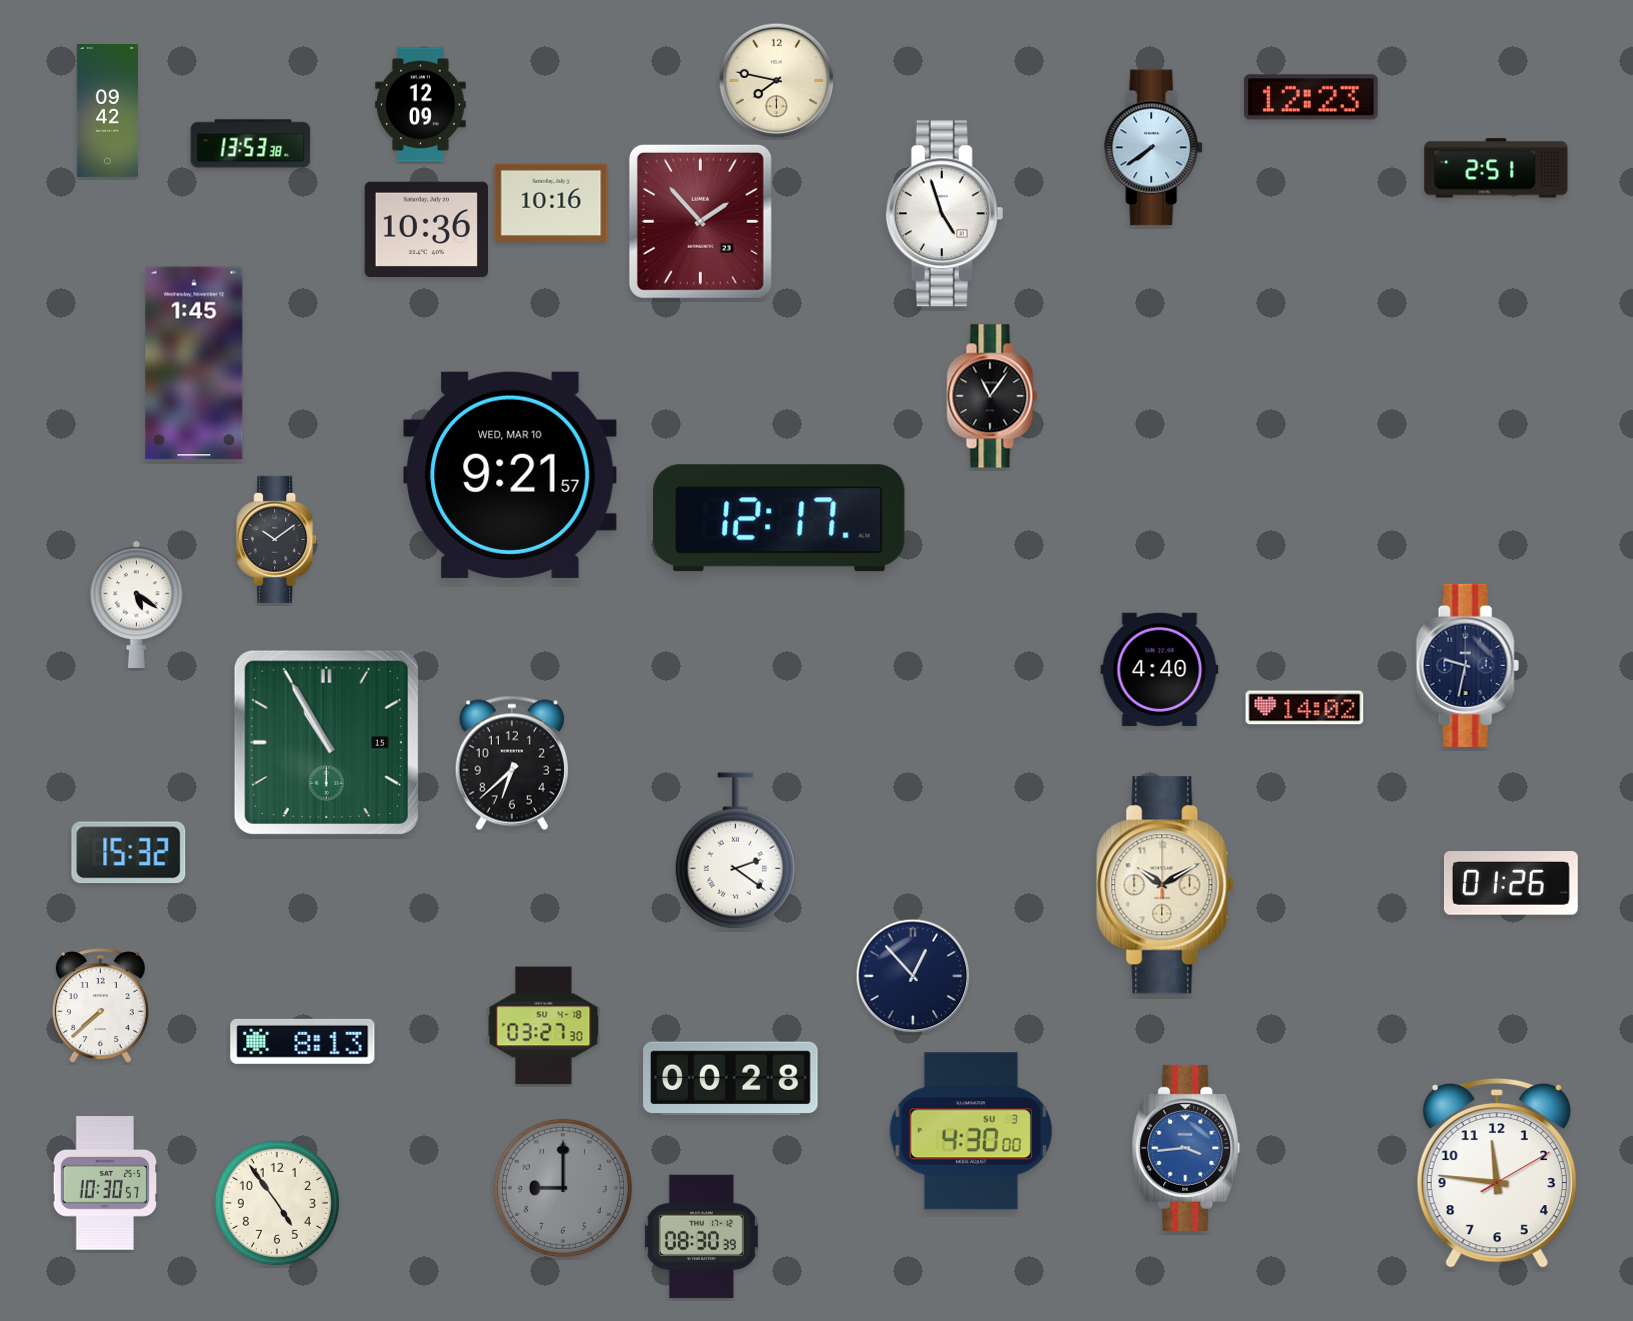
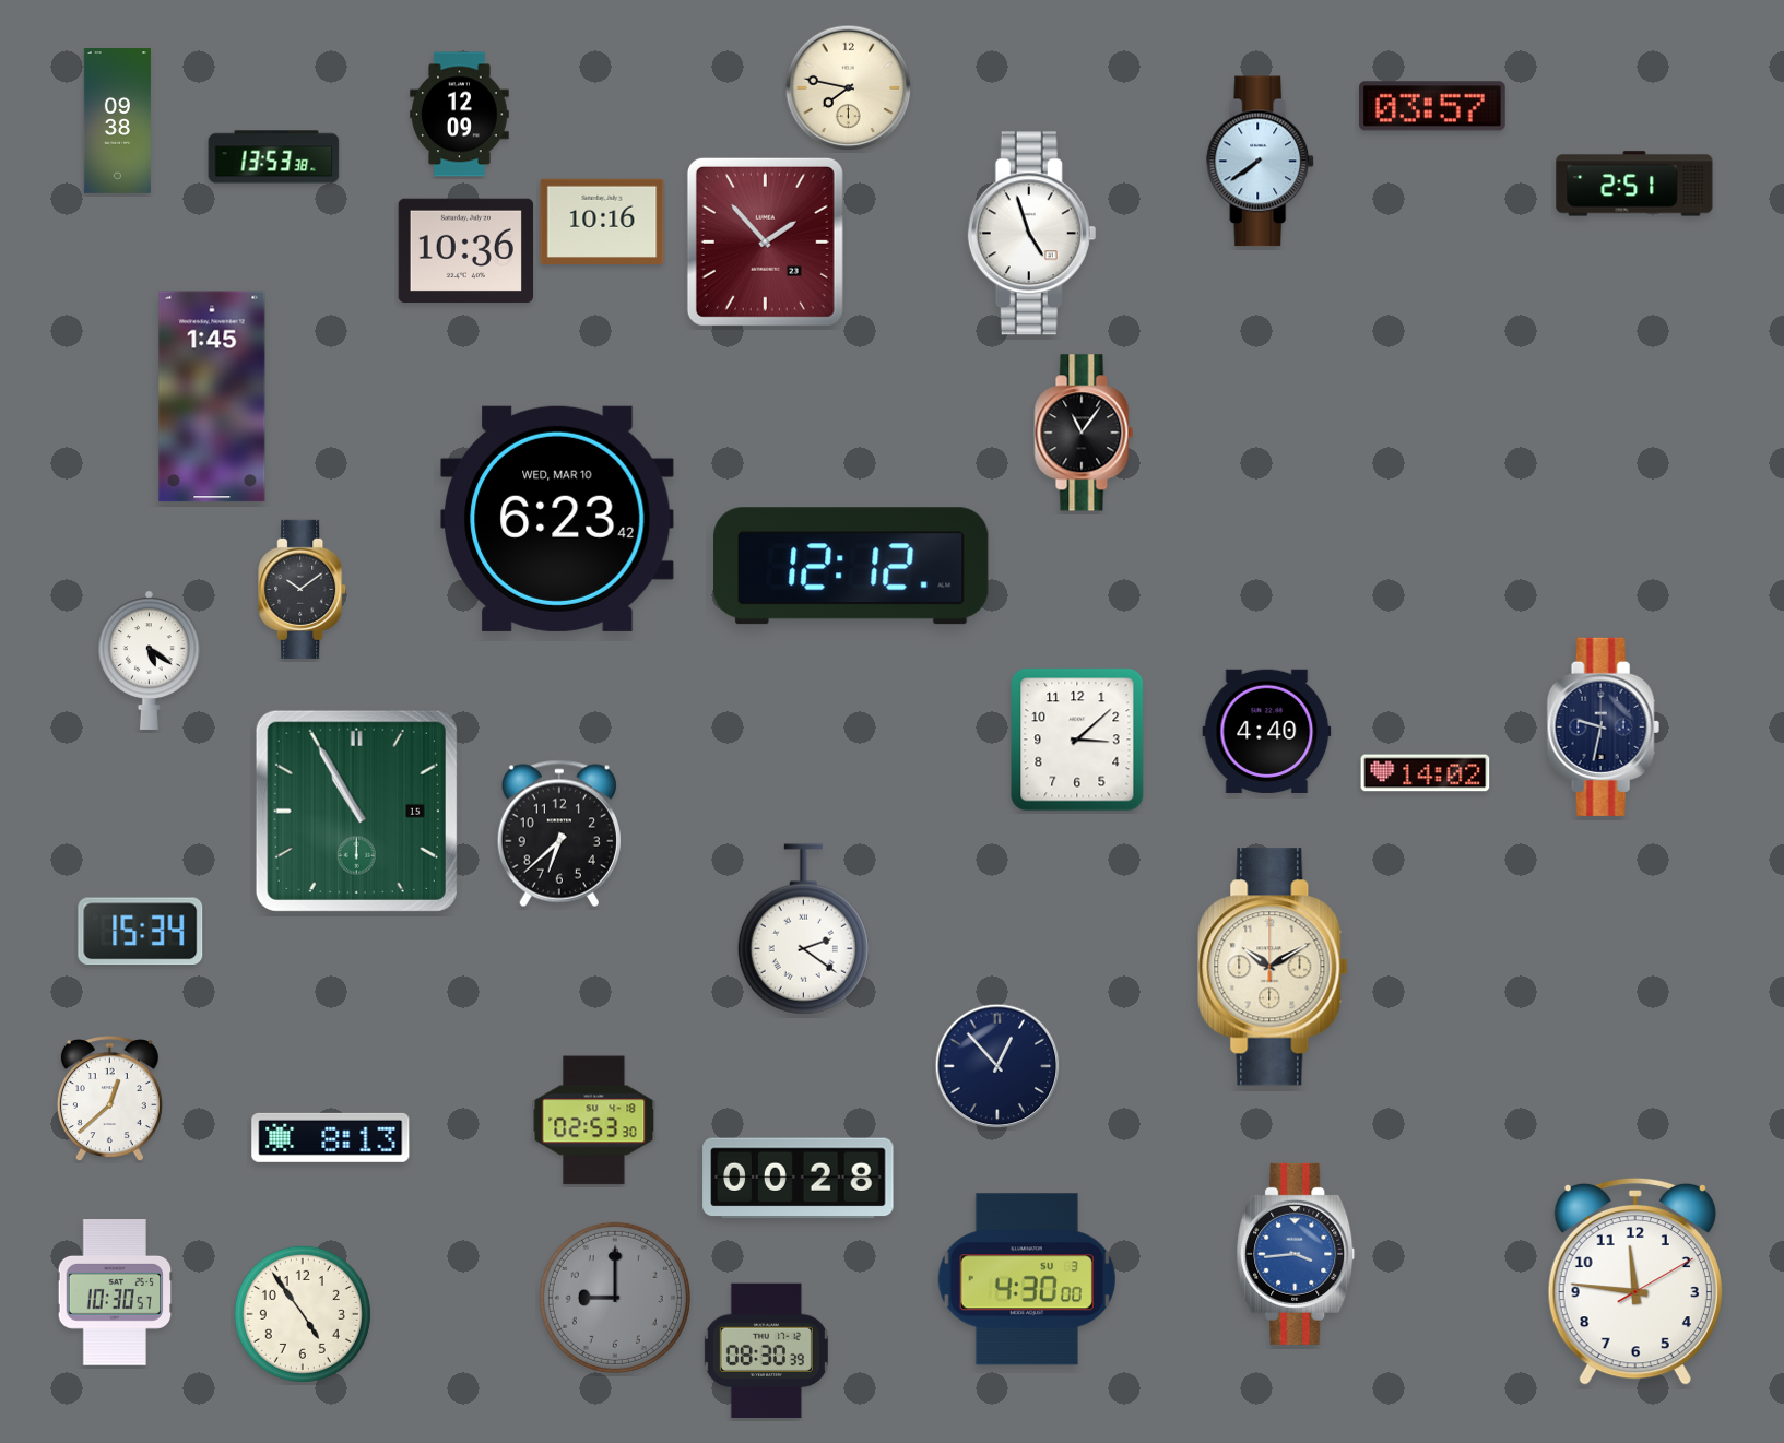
clock at (1311, 97): 12:23 -> 03:57
clock at (107, 111): 09:42 -> 09:38
clock at (510, 475): 9:21 -> 6:23
clock at (779, 518): 12:17 -> 12:12
clock at (1077, 740): none -> 3:08
clock at (129, 853): 15:32 -> 15:34
clock at (1511, 884): 01:26 -> none
clock at (100, 1006): 7:38 -> 12:38
clock at (544, 1026): 03:27 -> 02:53
clock at (971, 1131) position: (971, 1131) -> (1027, 1279)
